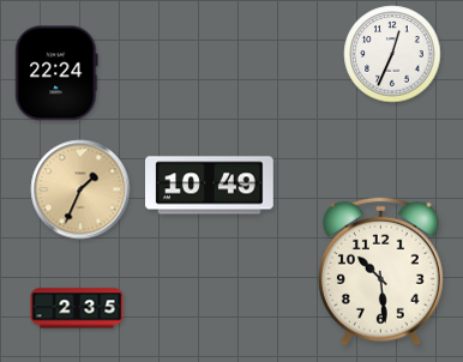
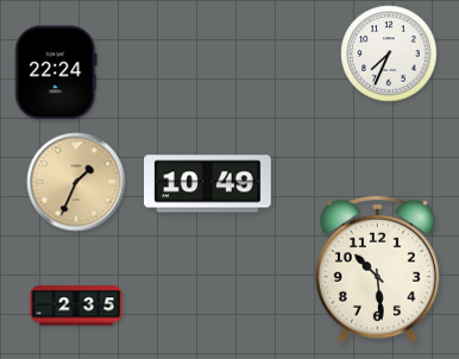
clock at (392, 54): 12:34 -> 7:34
clock at (80, 189) position: (80, 189) -> (76, 182)
